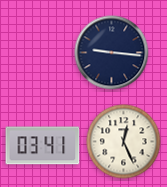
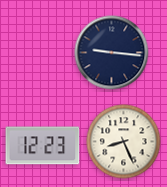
clock at (124, 142): 12:26 -> 8:26
clock at (43, 146): 03:41 -> 12:23
